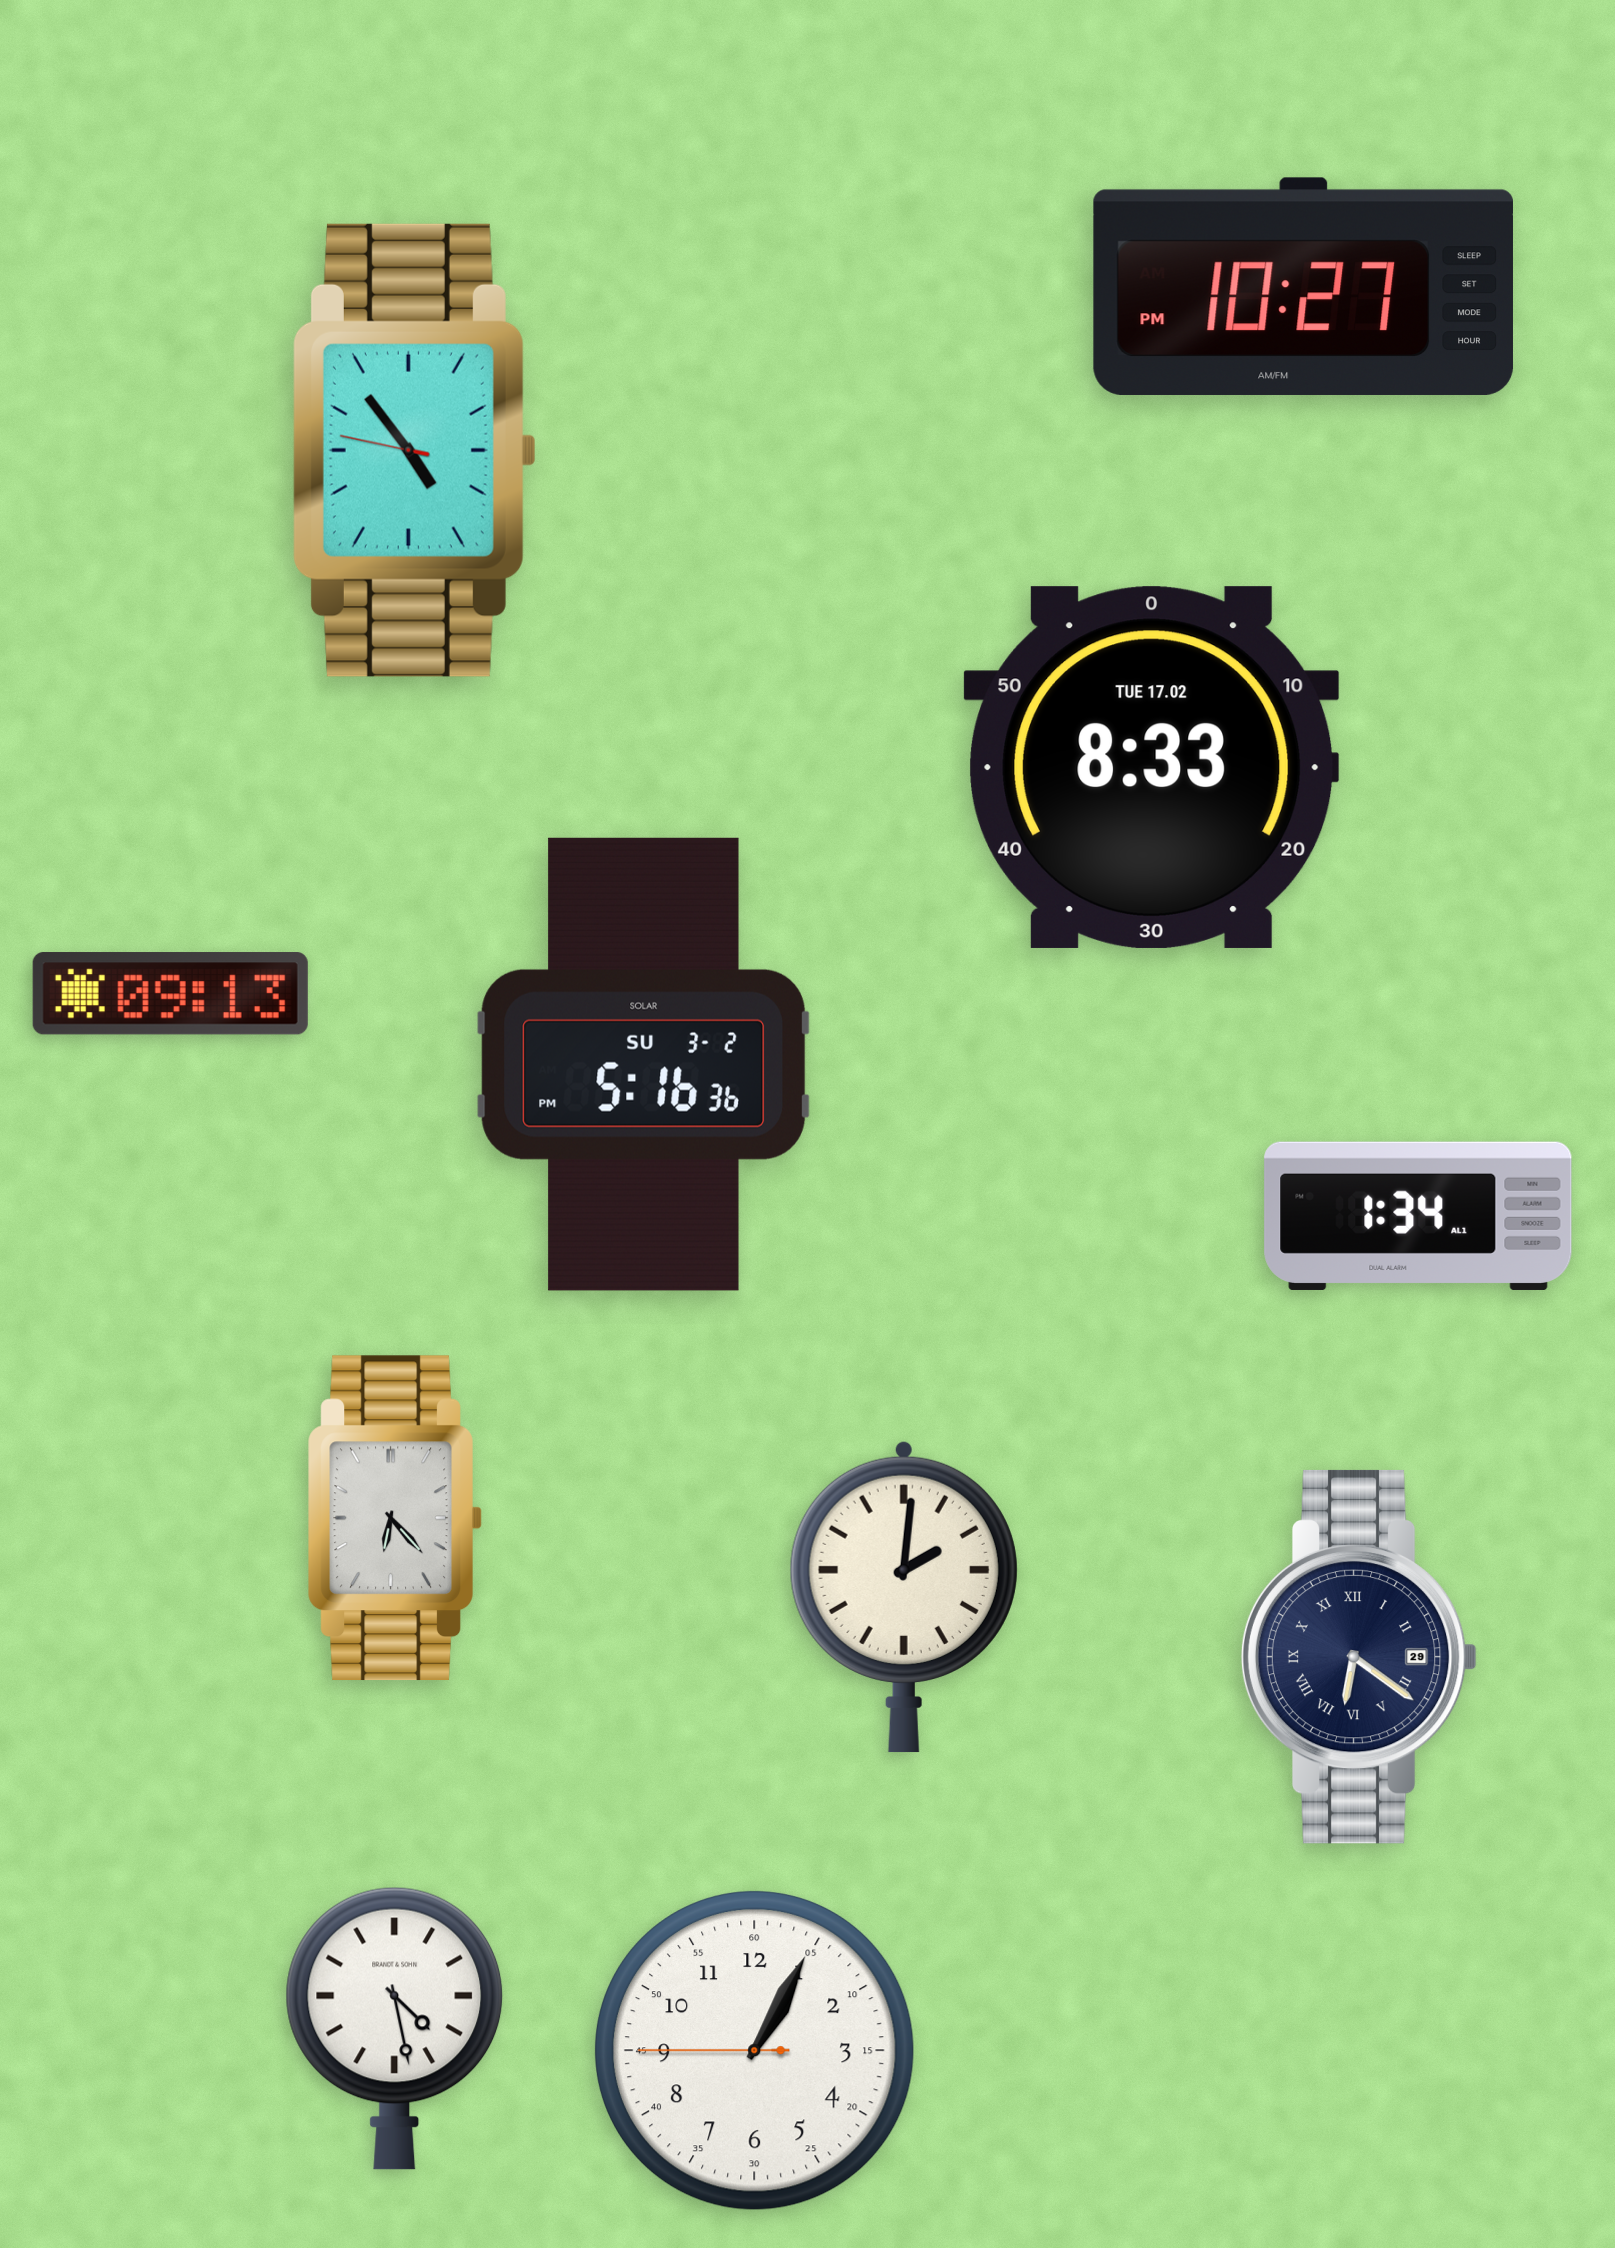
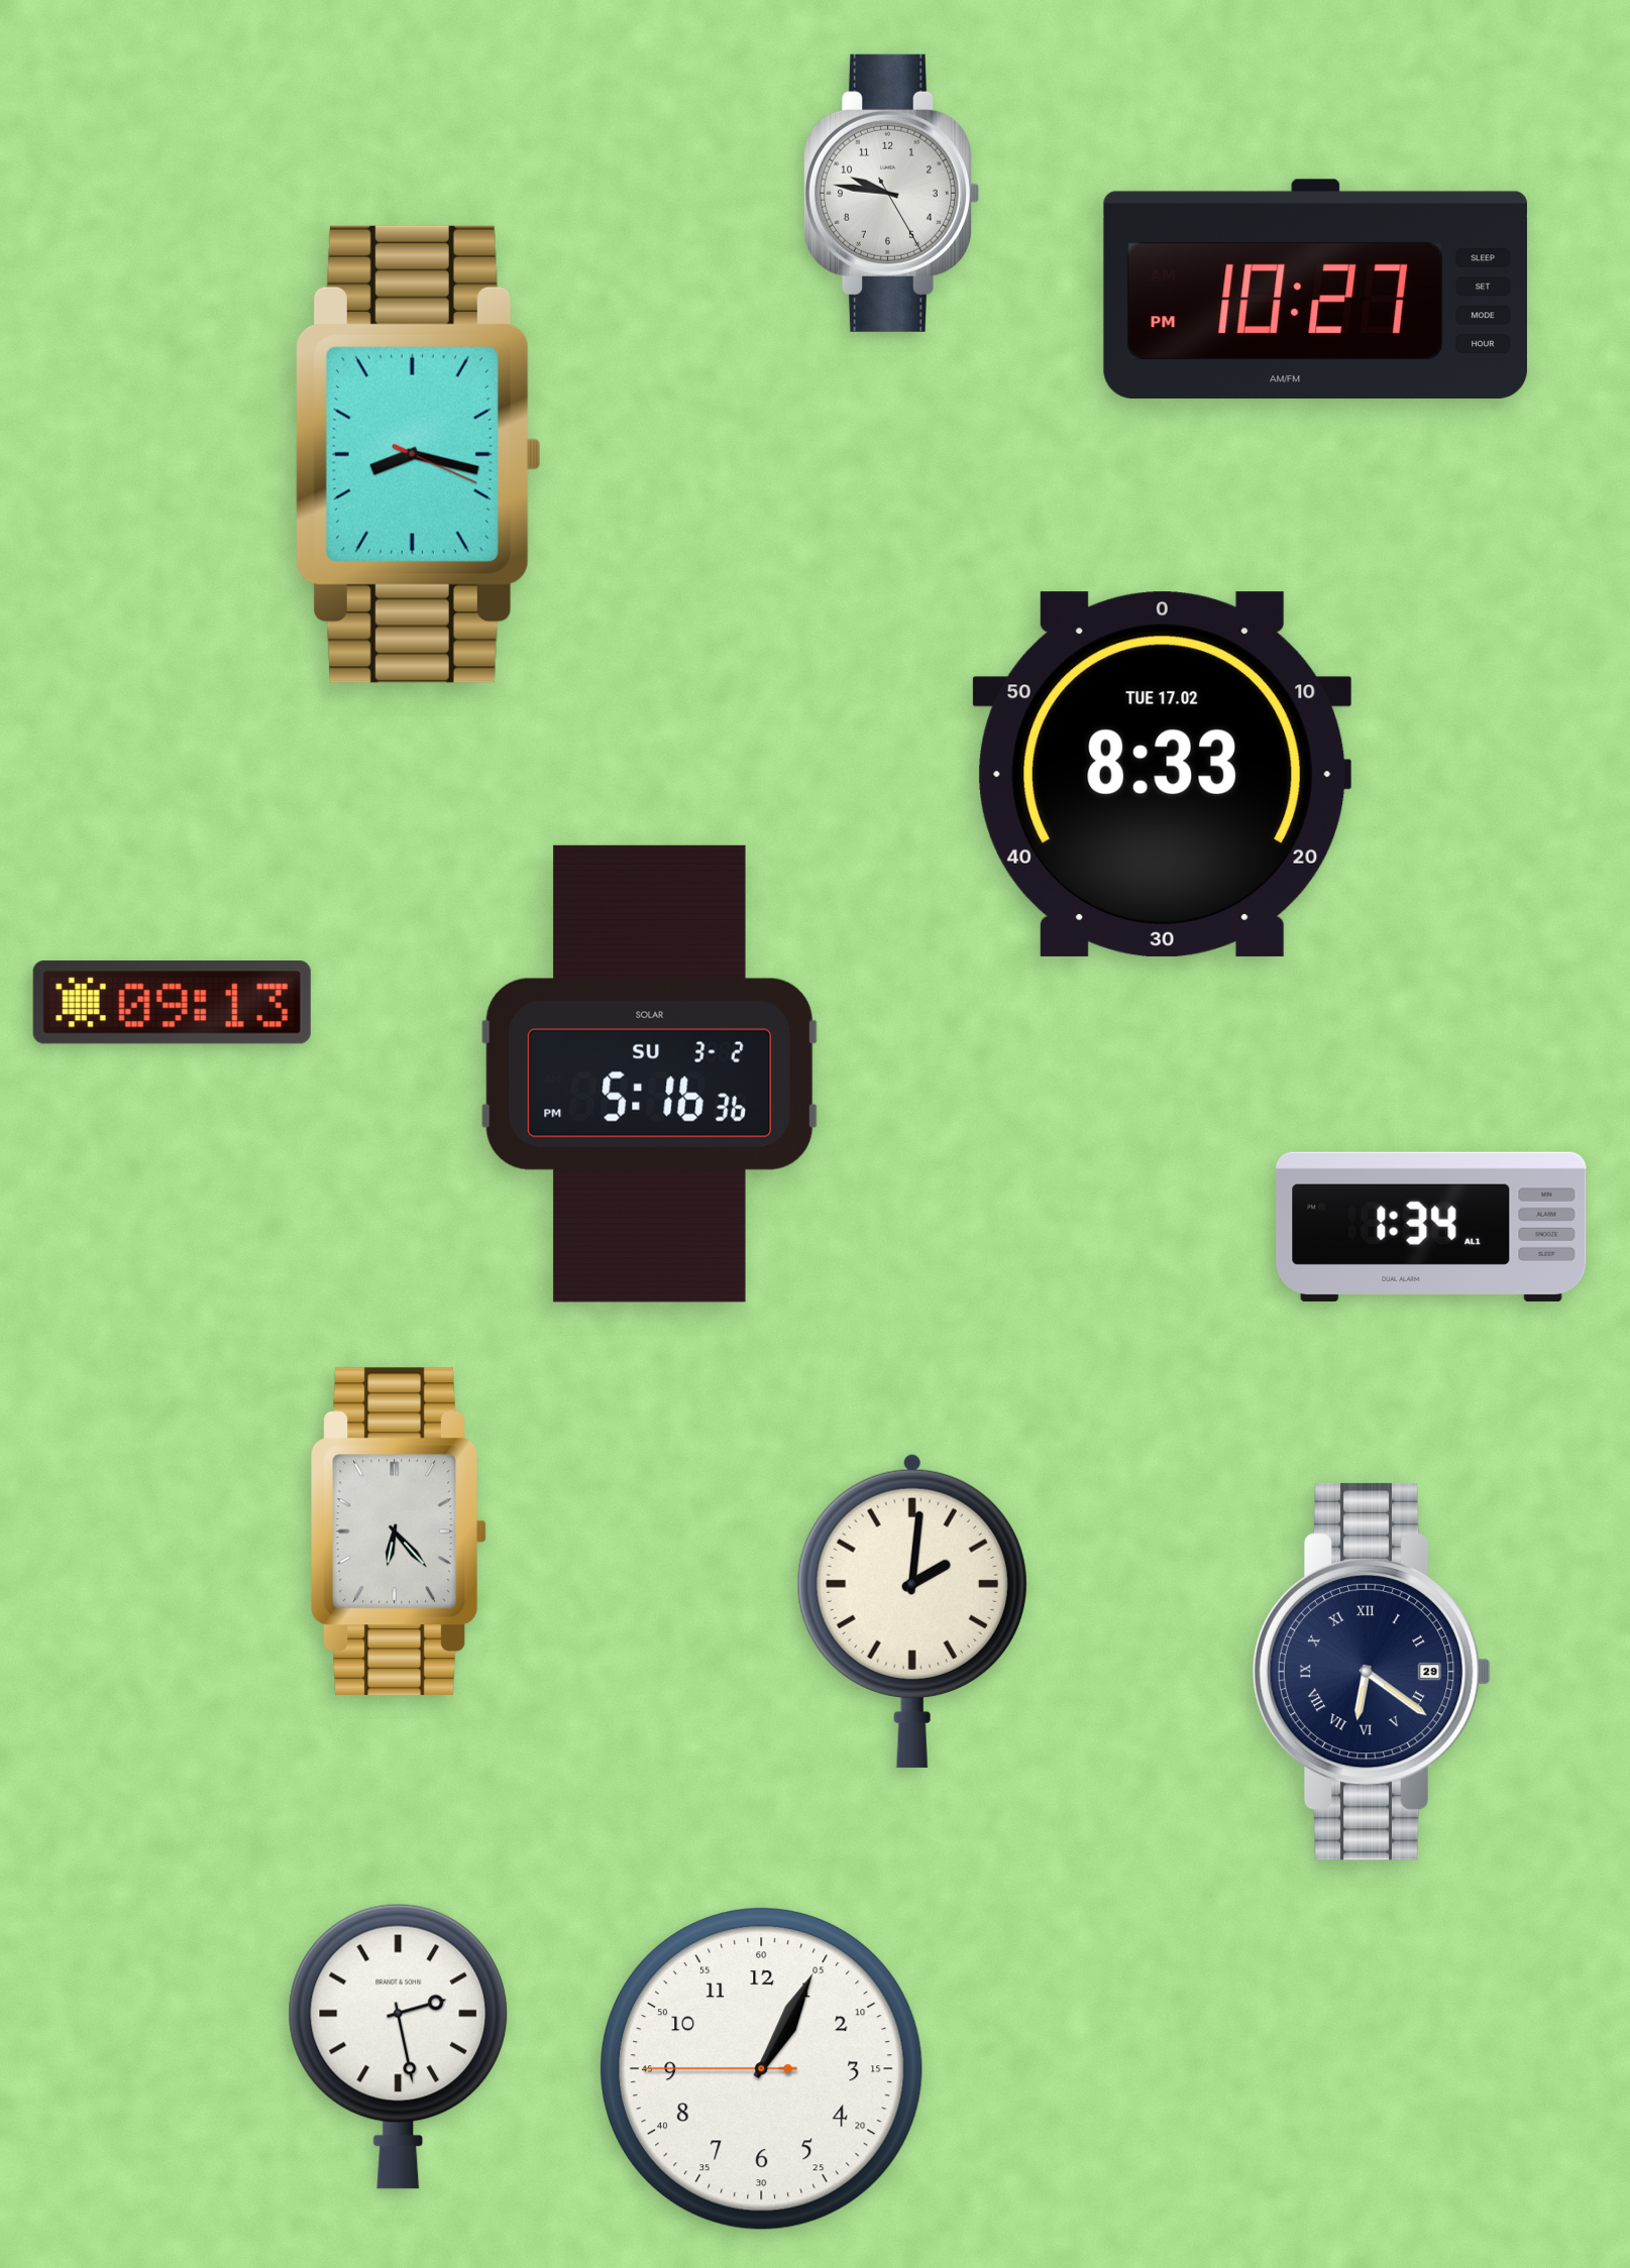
clock at (890, 193): none -> 9:46
clock at (414, 450): 4:53 -> 8:17
clock at (395, 2028): 4:28 -> 2:28
